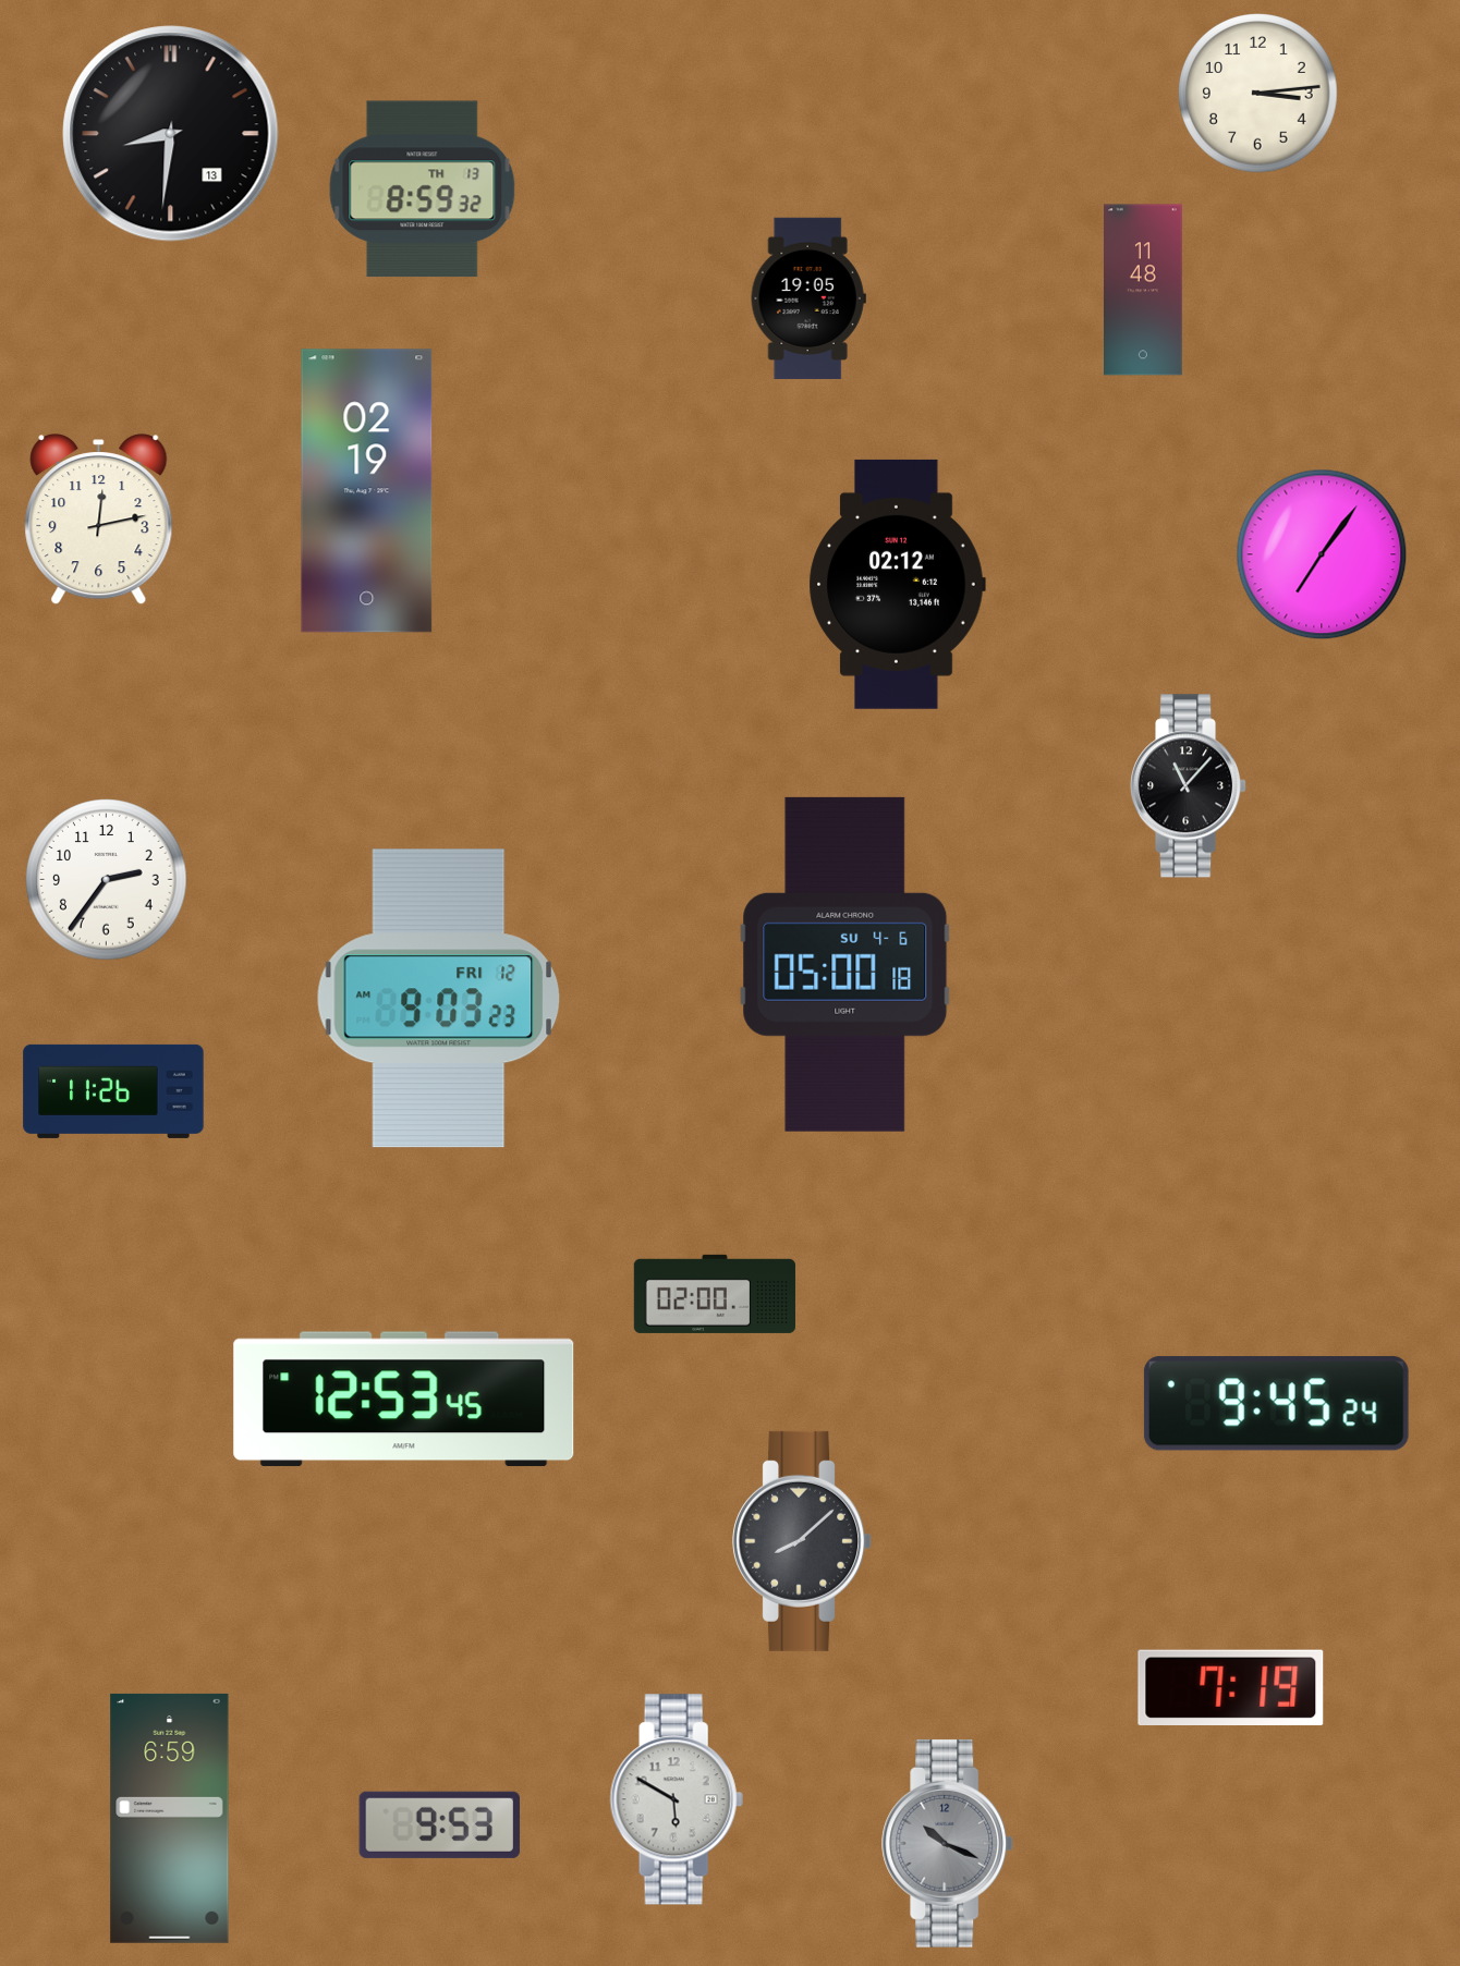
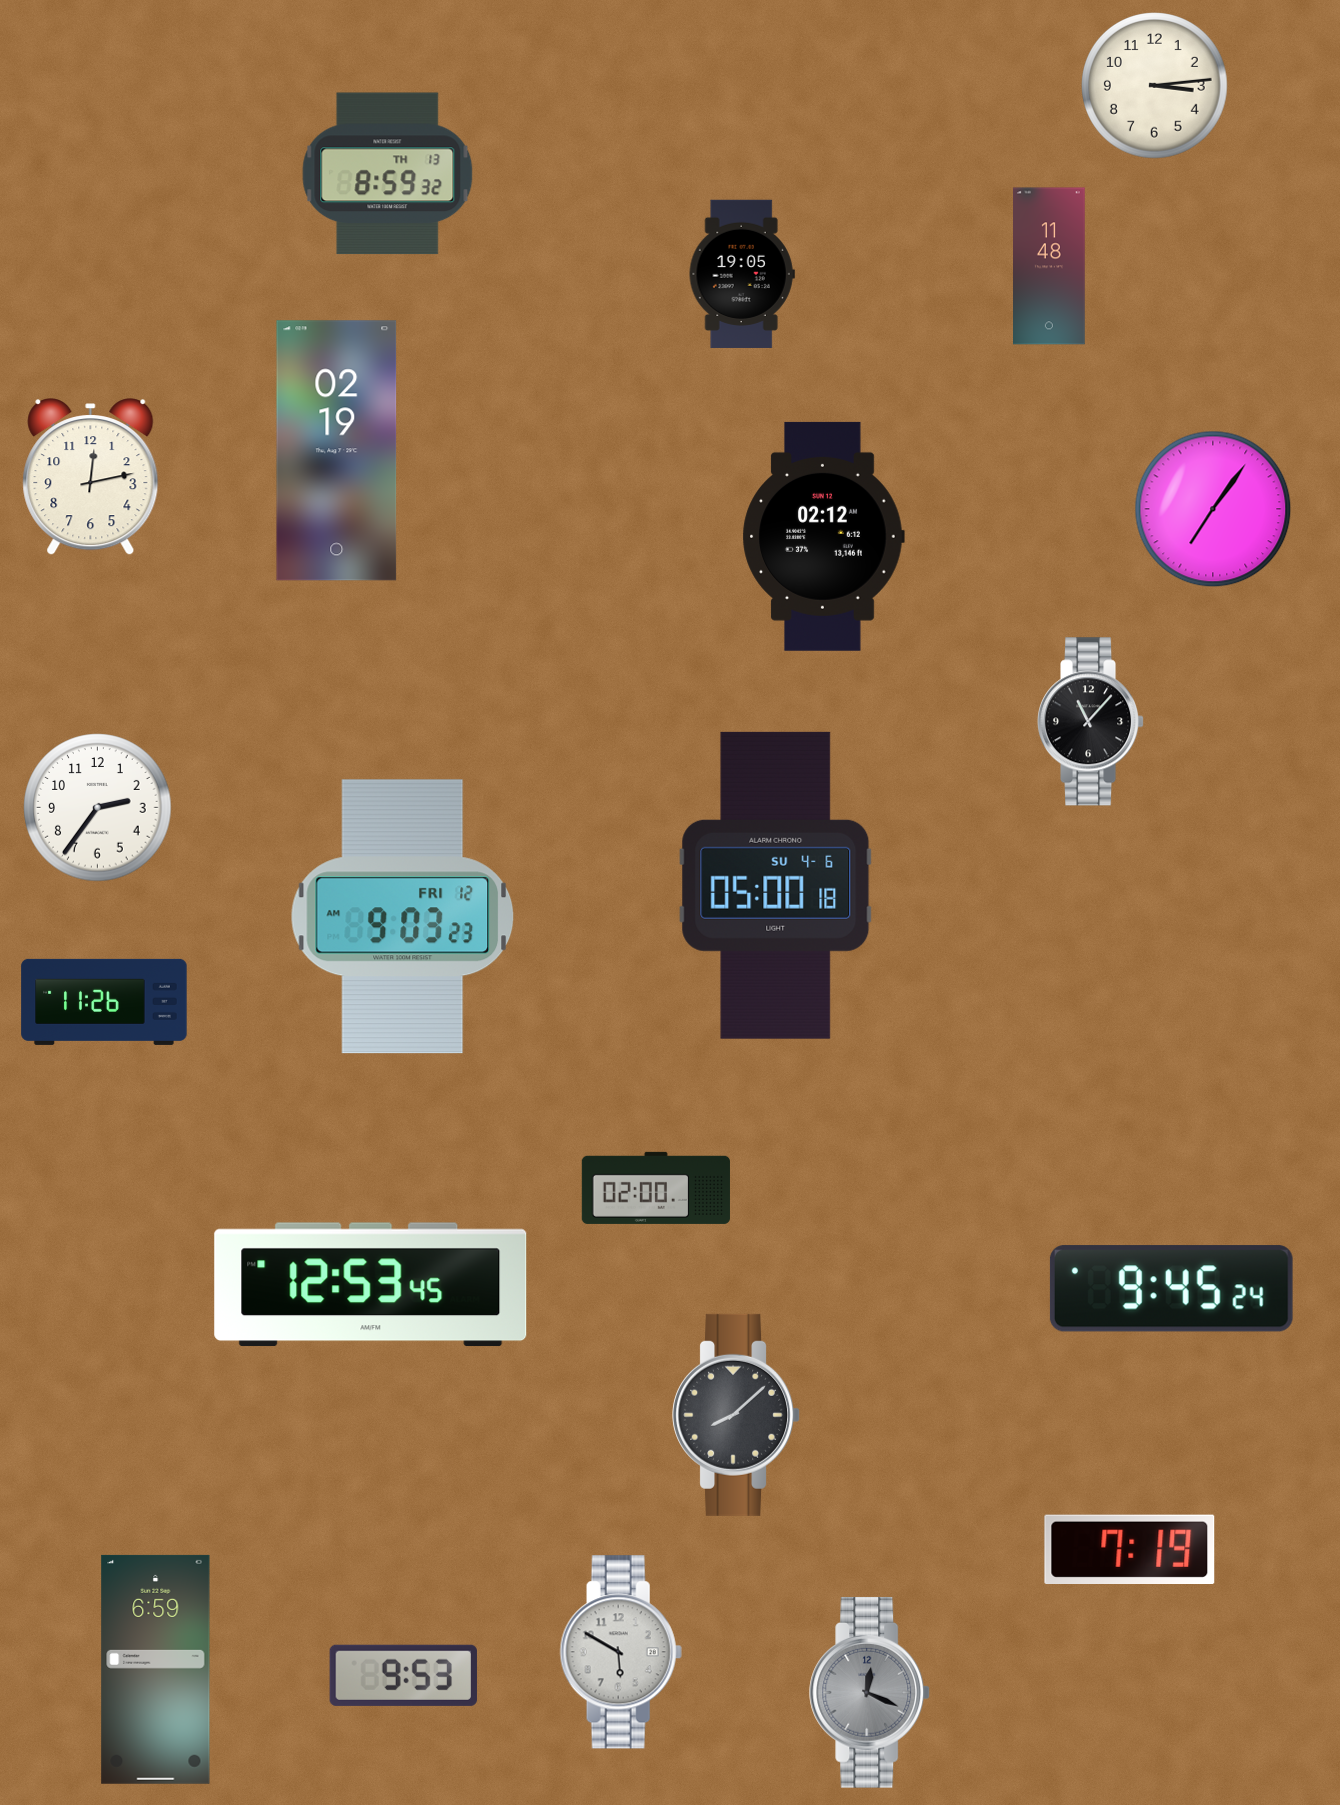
clock at (171, 134): 8:31 -> none
clock at (948, 1843): 10:19 -> 12:19
